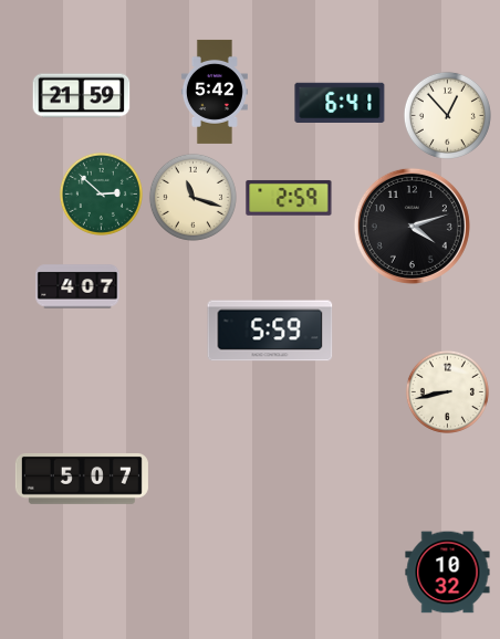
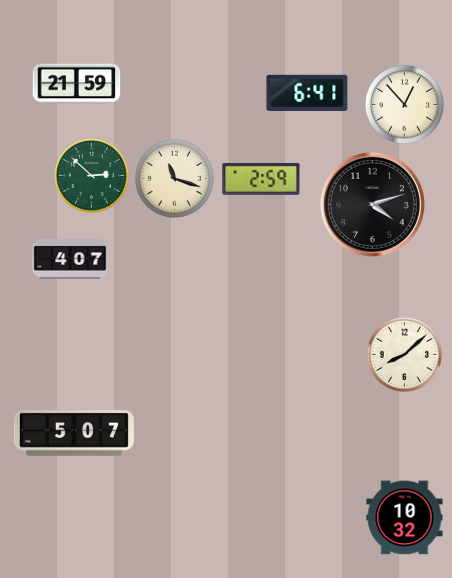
clock at (215, 92): 5:42 -> none
clock at (82, 96) position: (82, 96) -> (77, 84)
clock at (270, 331): 5:59 -> none
clock at (447, 391): 8:43 -> 8:08
